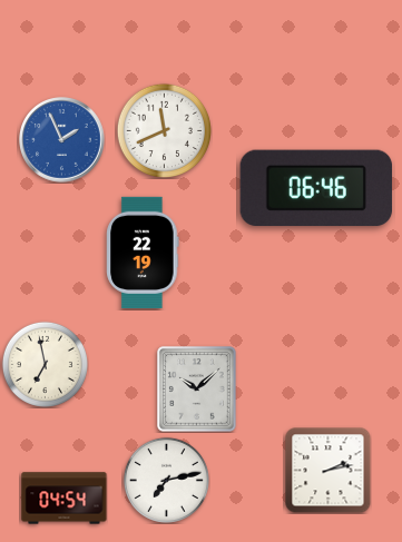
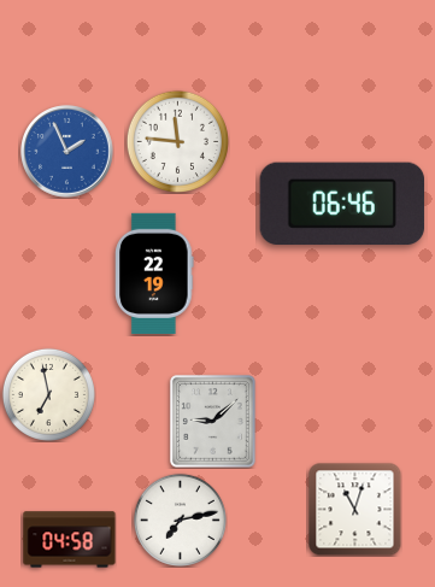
clock at (164, 130): 11:41 -> 11:46
clock at (197, 390): 10:08 -> 9:08
clock at (327, 470): 2:13 -> 11:03
clock at (65, 499): 04:54 -> 04:58
